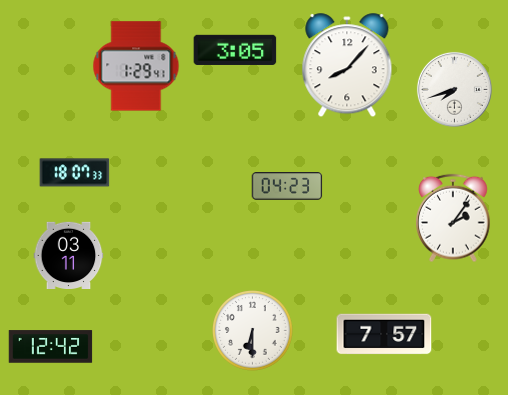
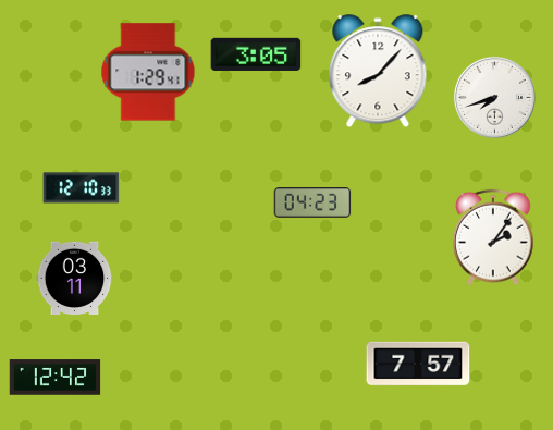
clock at (75, 173): 18:07 -> 12:10
clock at (253, 331): 6:30 -> none
